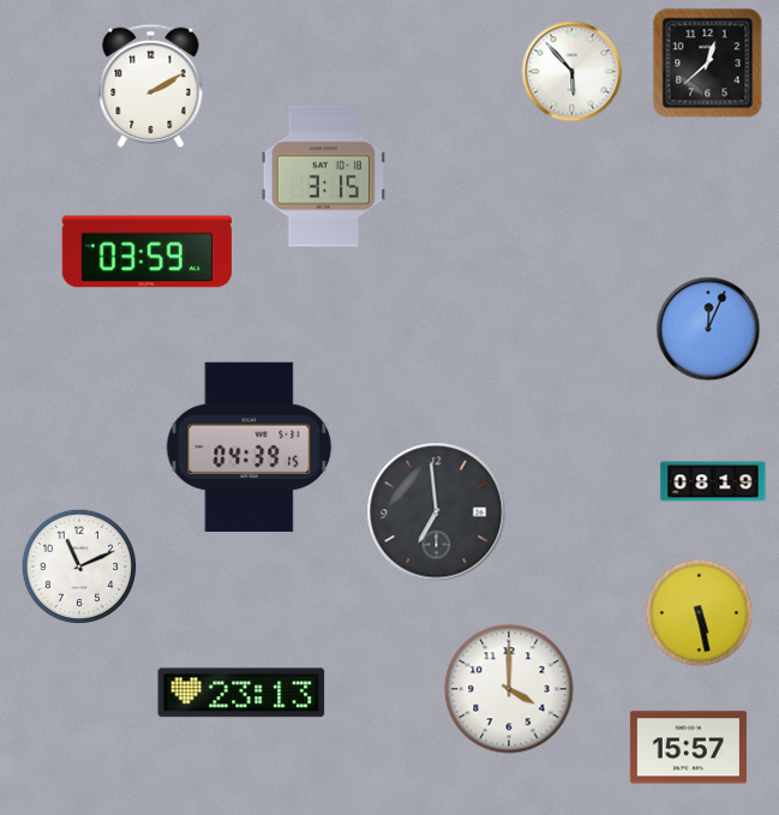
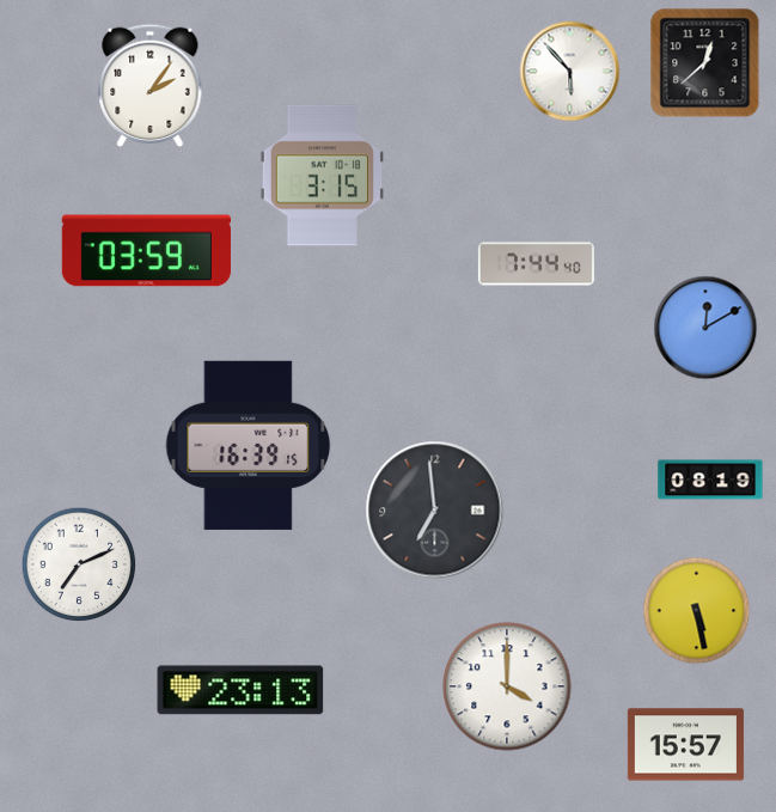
clock at (151, 85): 2:10 -> 2:06
clock at (536, 264): none -> 7:44
clock at (708, 329): 12:04 -> 12:10
clock at (250, 447): 04:39 -> 16:39
clock at (79, 567): 11:11 -> 7:11
